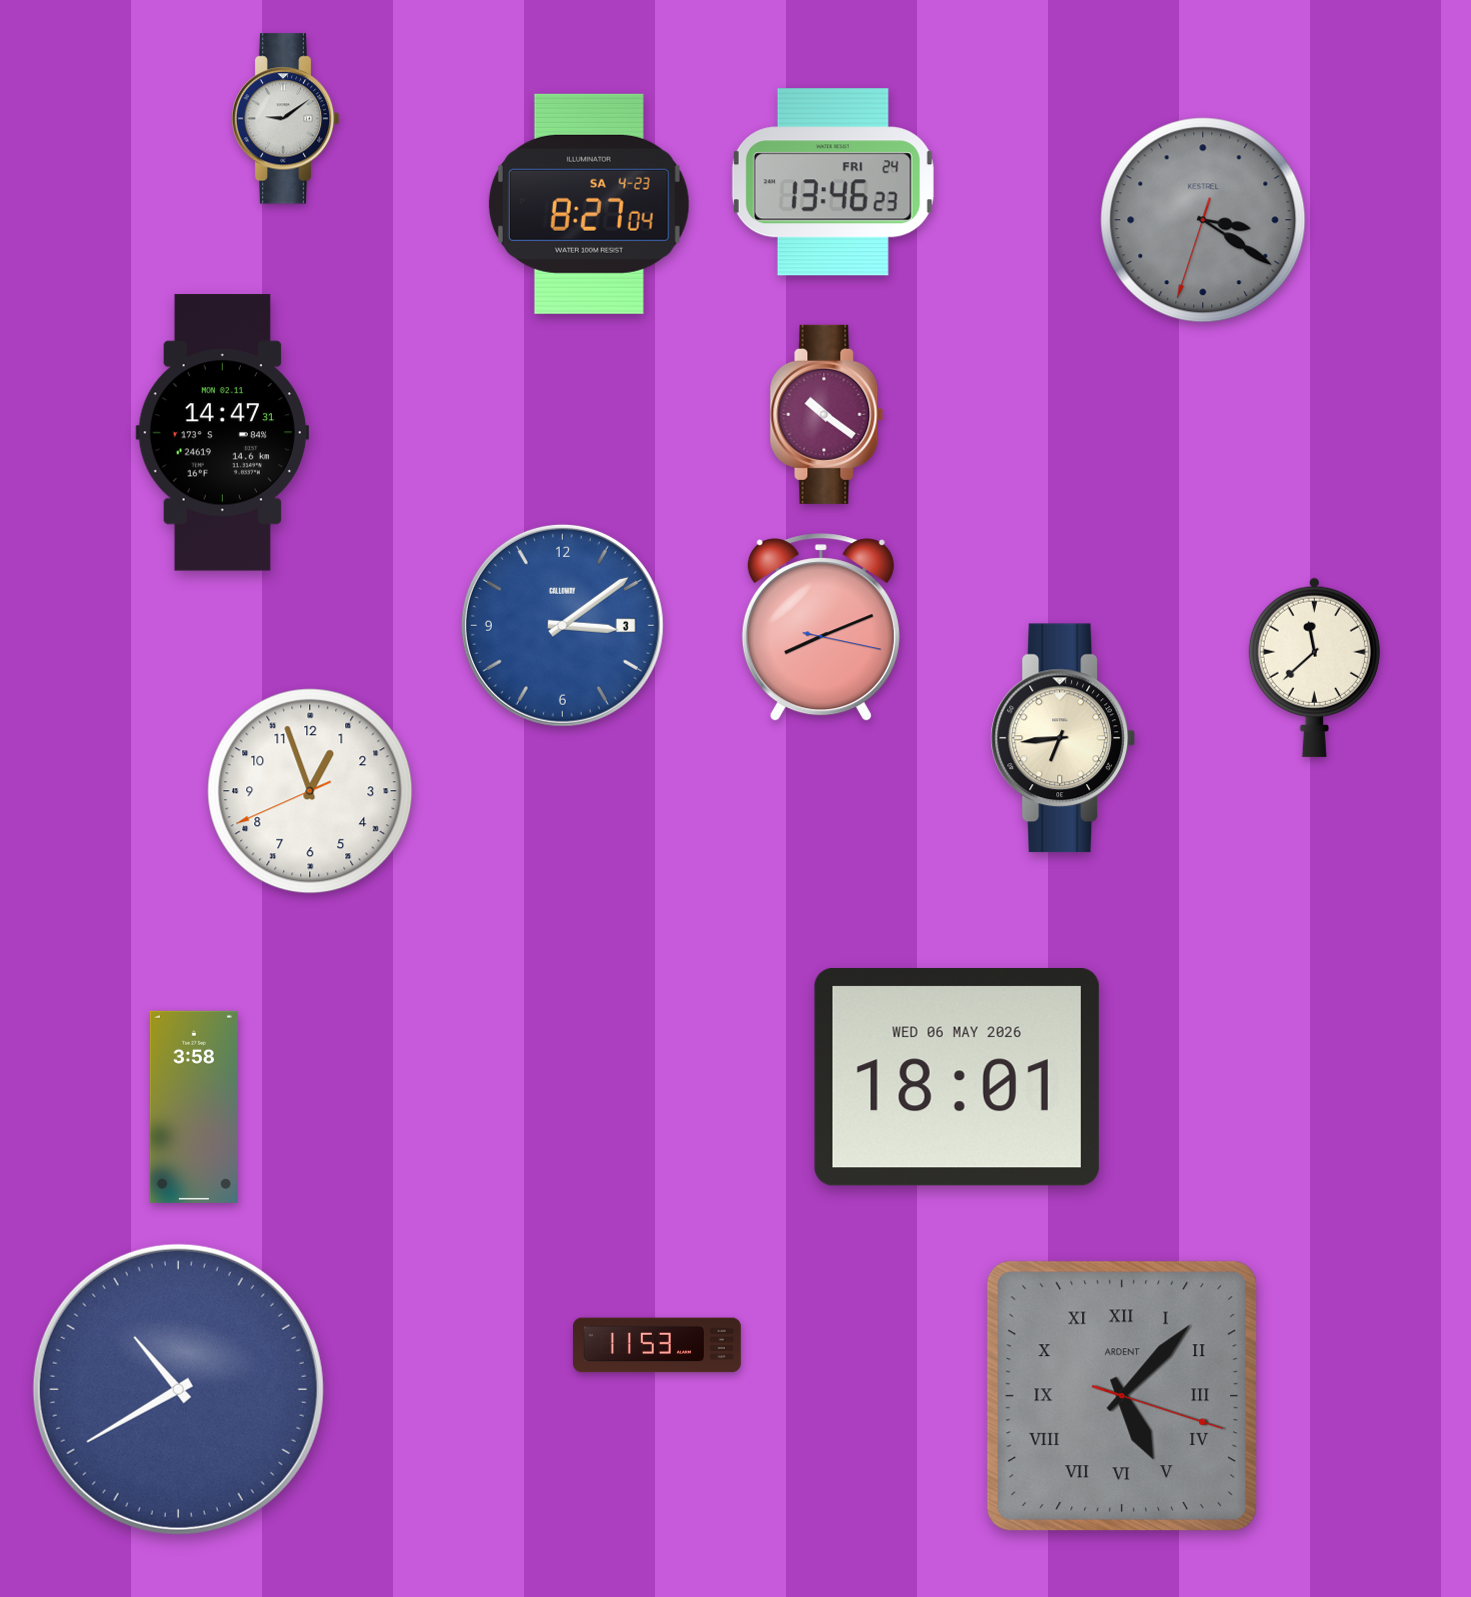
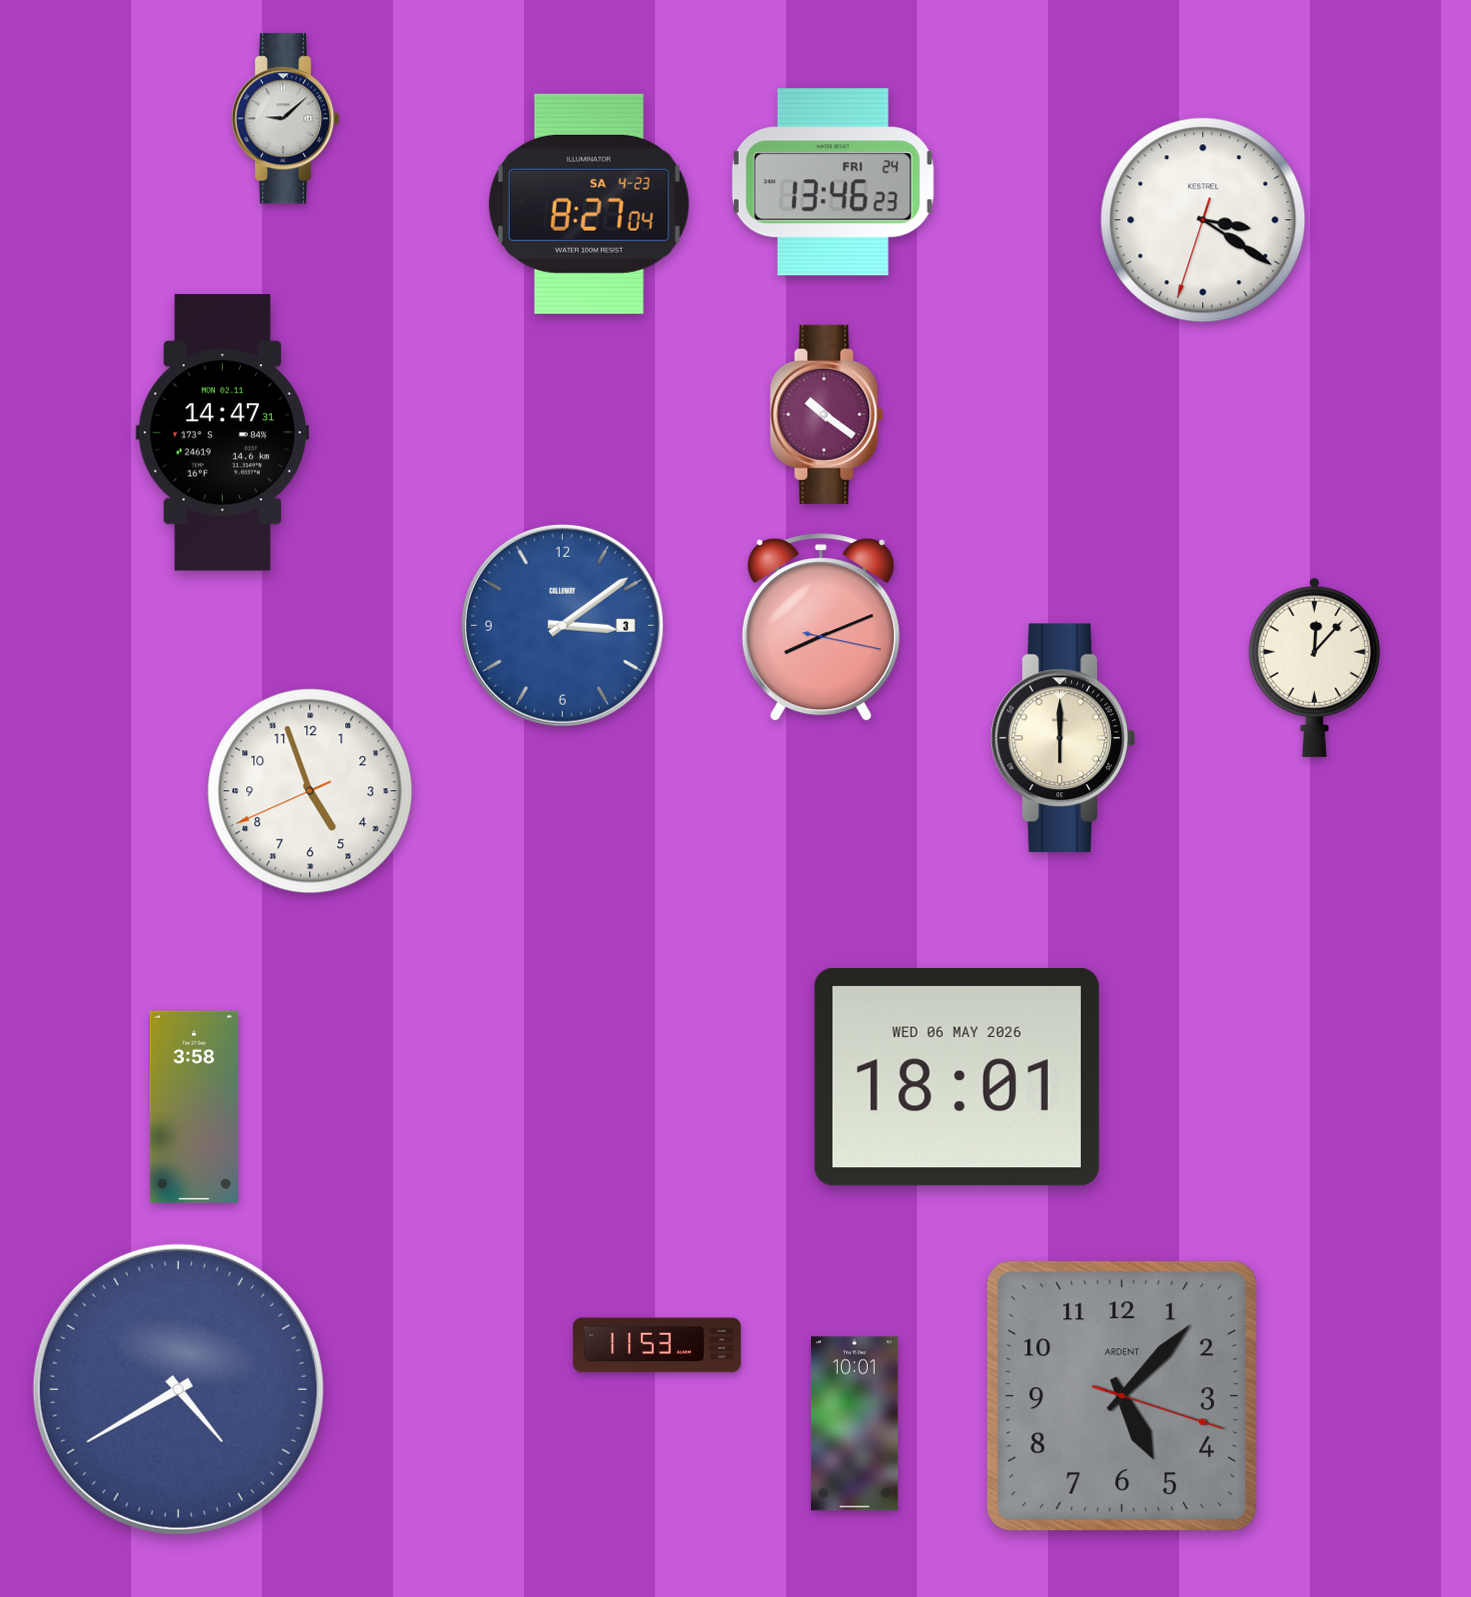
clock at (285, 119): 9:09 -> 9:08
clock at (1203, 220) dial: grey -> white
clock at (1314, 667): 11:38 -> 12:07
clock at (1063, 738): 6:44 -> 6:00
clock at (310, 791): 12:56 -> 4:56
clock at (178, 1389): 10:40 -> 4:40
clock at (1122, 1396) numerals: Roman -> Arabic
clock at (854, 1424): none -> 10:01
